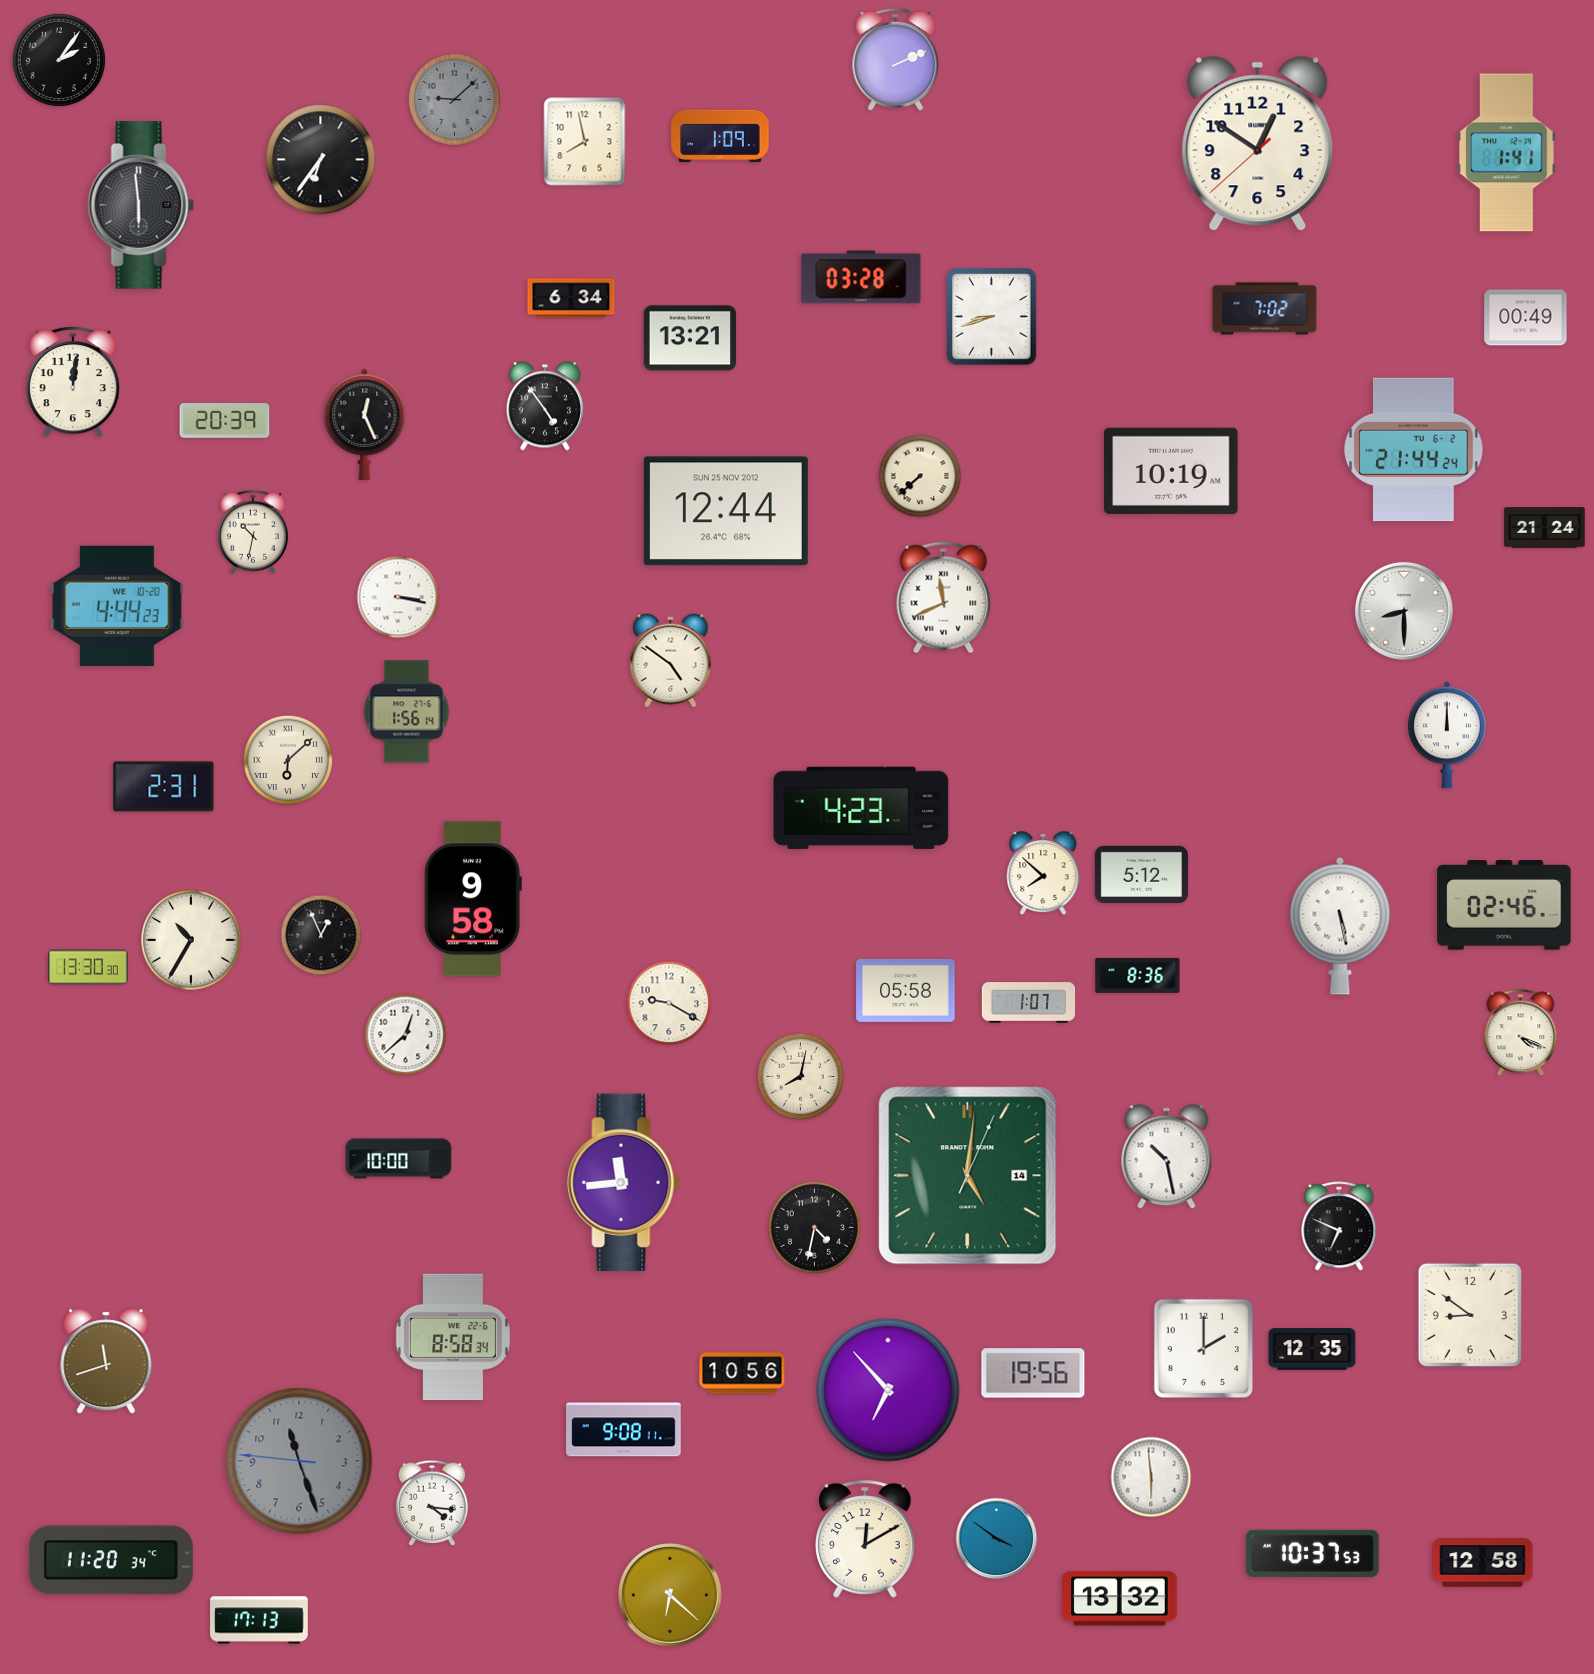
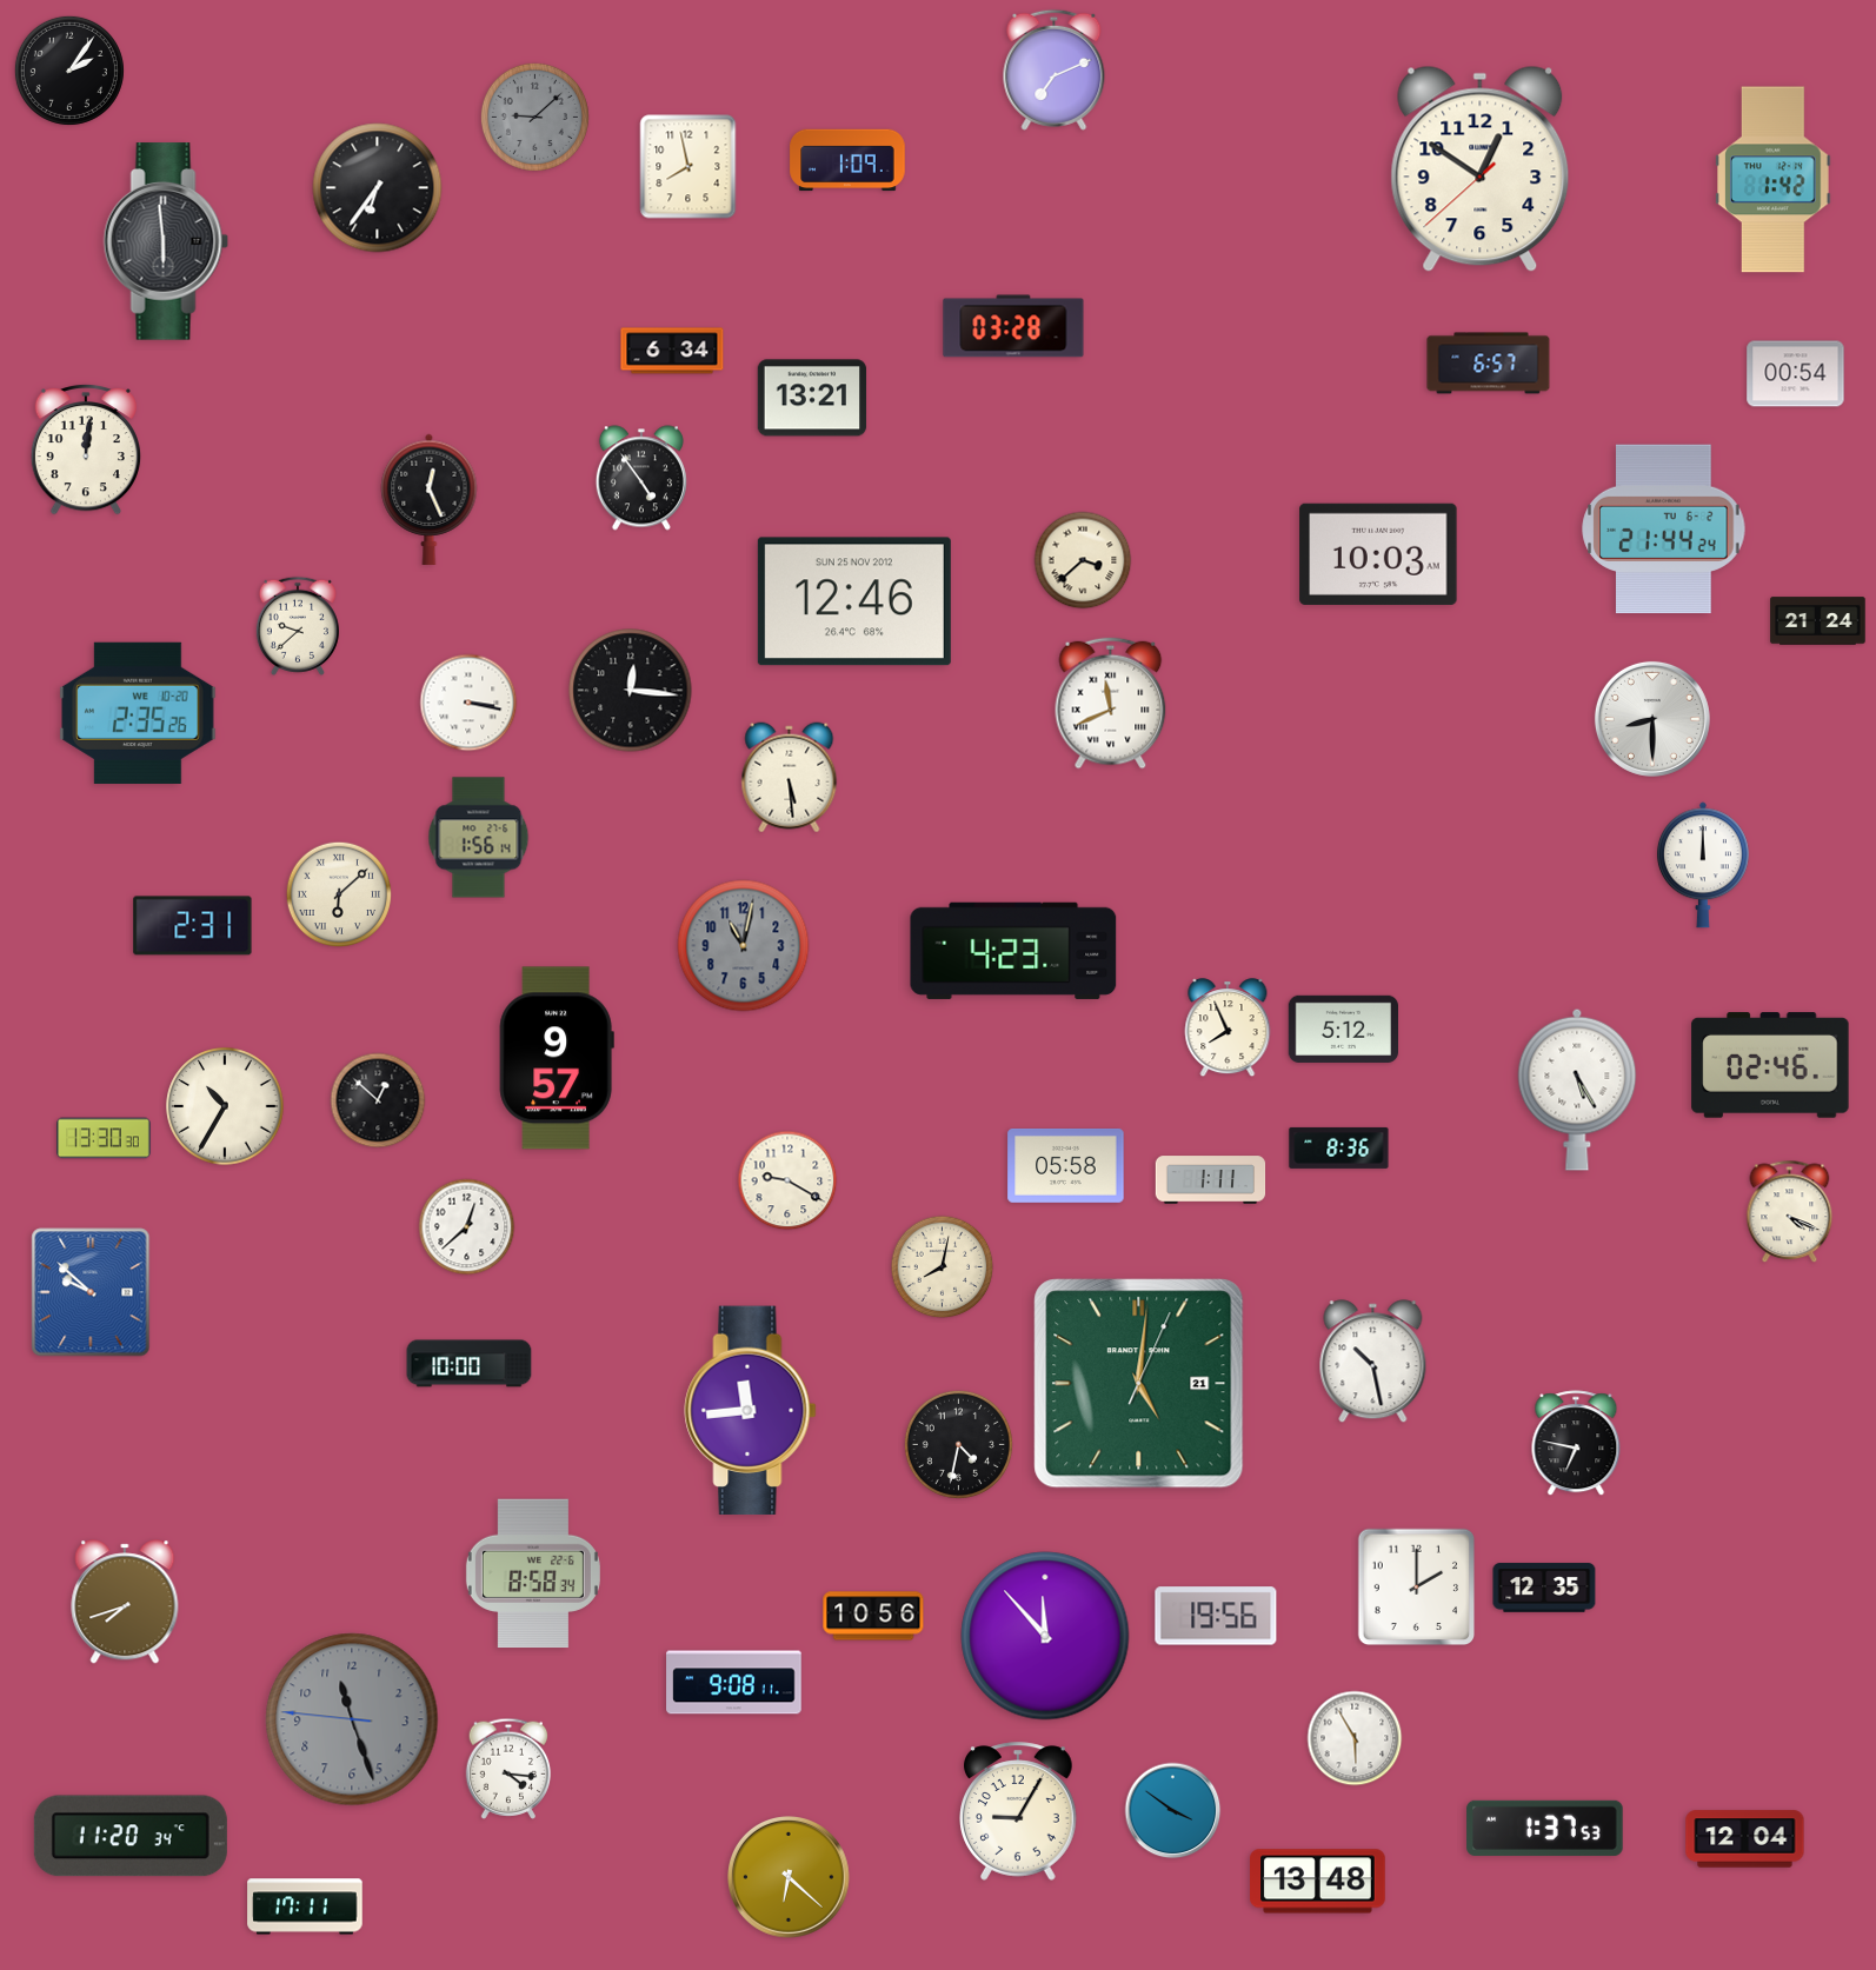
clock at (896, 59): 2:11 -> 7:11
clock at (1507, 153): 1:41 -> 1:42
clock at (1265, 309): 7:02 -> 6:57
clock at (992, 317): 8:42 -> none
clock at (1526, 318): 00:49 -> 00:54
clock at (225, 421): 20:39 -> none
clock at (1171, 471): 10:19 -> 10:03
clock at (920, 476): 7:38 -> 3:38
clock at (726, 511): 12:44 -> 12:46
clock at (253, 532): 10:32 -> 9:38
clock at (631, 691): none -> 12:16
clock at (117, 606): 4:44 -> 2:35
clock at (671, 661): 4:51 -> 5:29
clock at (744, 946): none -> 11:02
clock at (1043, 874): 7:52 -> 7:56
clock at (473, 899): 9:58 -> 9:57
clock at (1340, 926): 5:28 -> 5:25
clock at (321, 935): 12:56 -> 12:52
clock at (1029, 1003): 1:07 -> 1:11
clock at (1521, 1033) position: (1521, 1033) -> (1790, 1212)
clock at (406, 1035) position: (406, 1035) -> (467, 1227)
clock at (91, 1292): none -> 9:52
clock at (968, 1176) date: 14 -> 21
clock at (624, 1183) position: (624, 1183) -> (751, 1411)
clock at (1339, 1227): 6:49 -> 6:47
clock at (1470, 1315): 8:51 -> none
clock at (106, 1361): 11:42 -> 7:42
clock at (888, 1390): 6:53 -> 11:53
clock at (1151, 1477): 5:59 -> 5:55
clock at (865, 1539): 12:10 -> 9:05
clock at (1313, 1553): 10:37 -> 1:37
clock at (1483, 1563): 12:58 -> 12:04
clock at (1120, 1599): 13:32 -> 13:48
clock at (259, 1620): 17:13 -> 17:11
